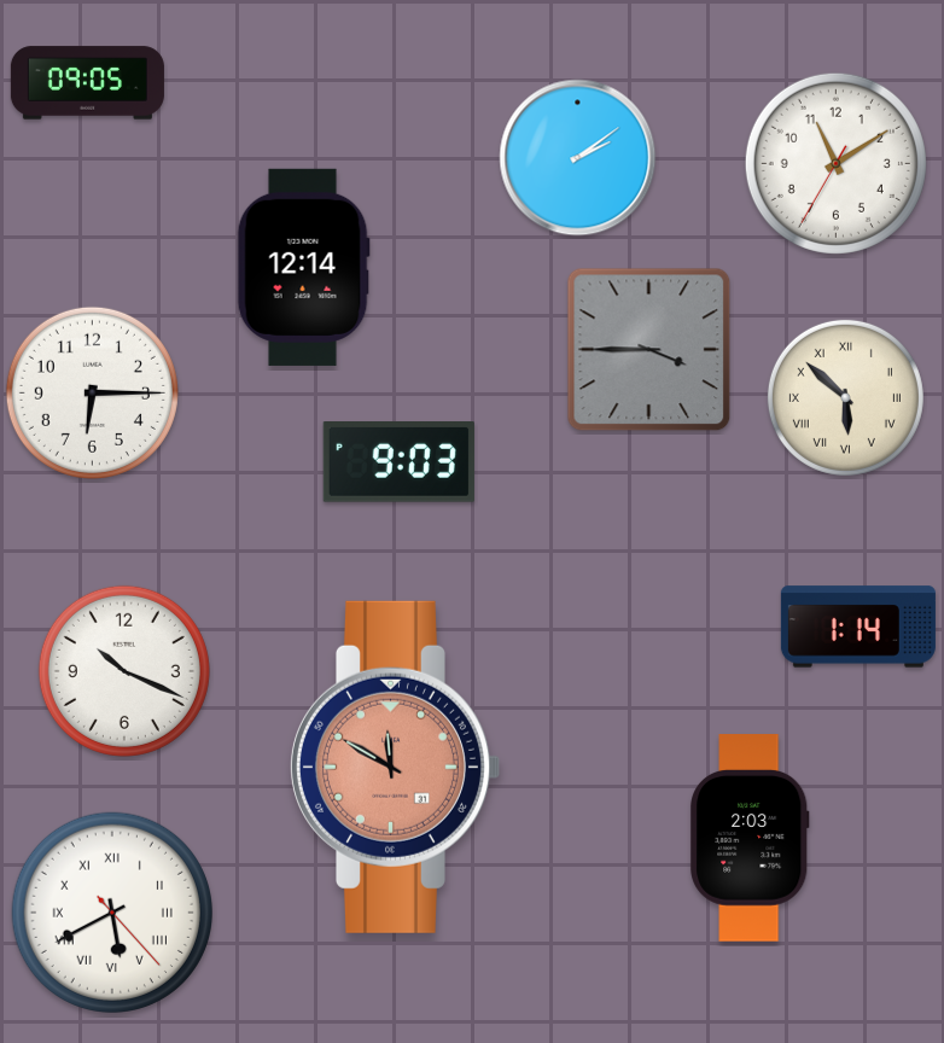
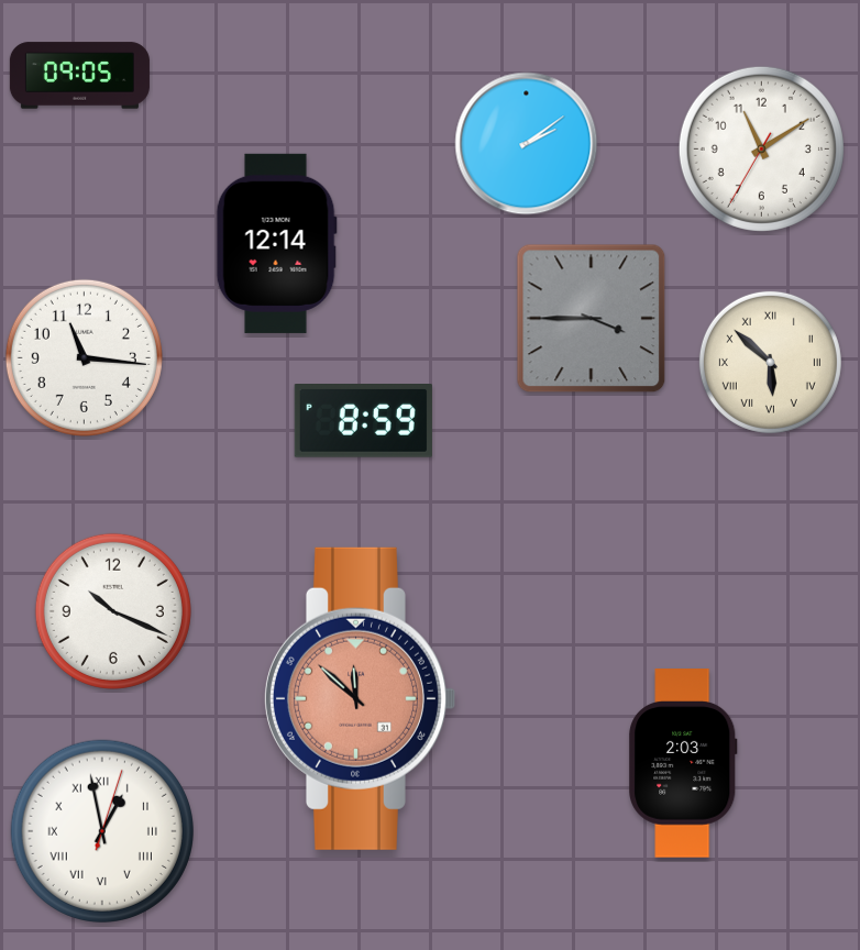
clock at (92, 392): 6:15 -> 11:16
clock at (398, 462): 9:03 -> 8:59
clock at (858, 627): 1:14 -> none
clock at (395, 767): 11:50 -> 11:52
clock at (112, 913): 5:40 -> 12:58
